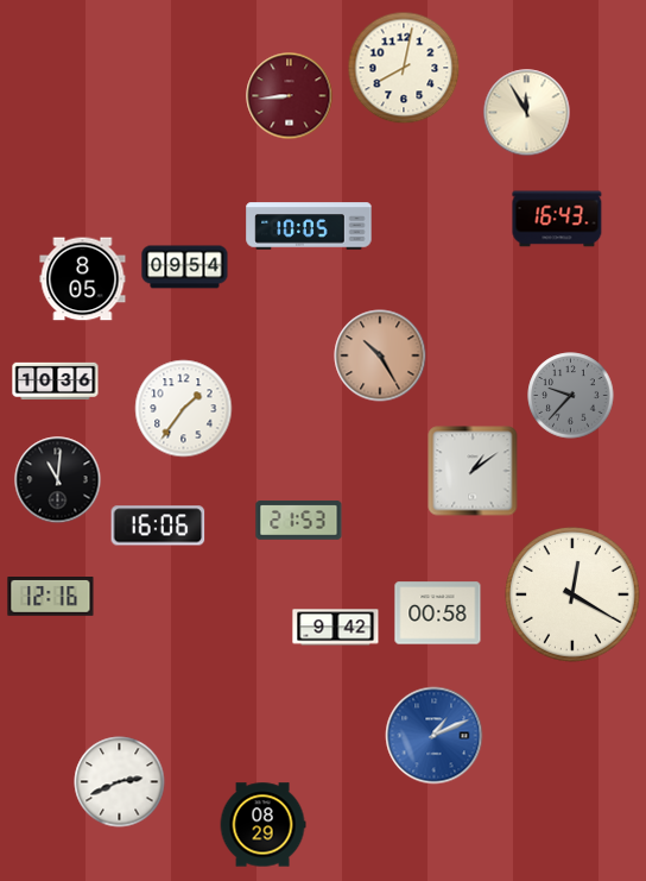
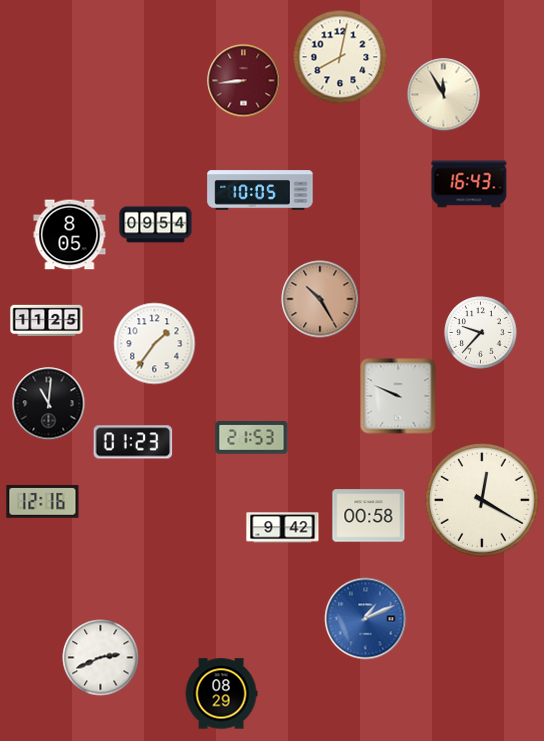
clock at (56, 380): 10:36 -> 11:25
clock at (571, 396) dial: grey -> white
clock at (473, 471): 1:09 -> 9:49
clock at (158, 526): 16:06 -> 01:23
